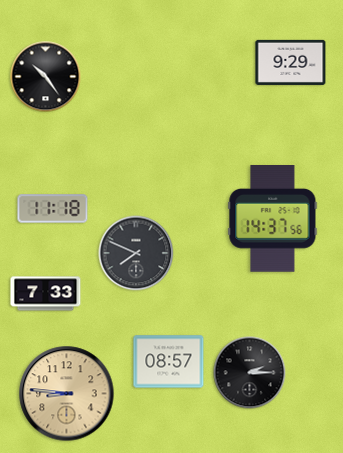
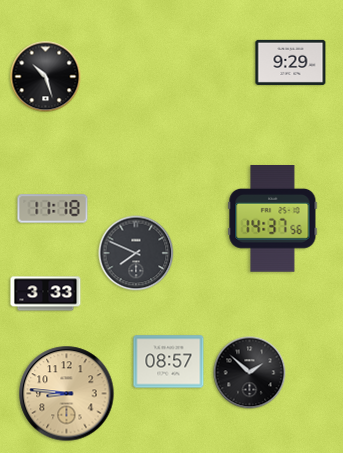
clock at (46, 77): 10:24 -> 10:27
clock at (46, 294): 7:33 -> 3:33
clock at (250, 373): 2:15 -> 1:52
